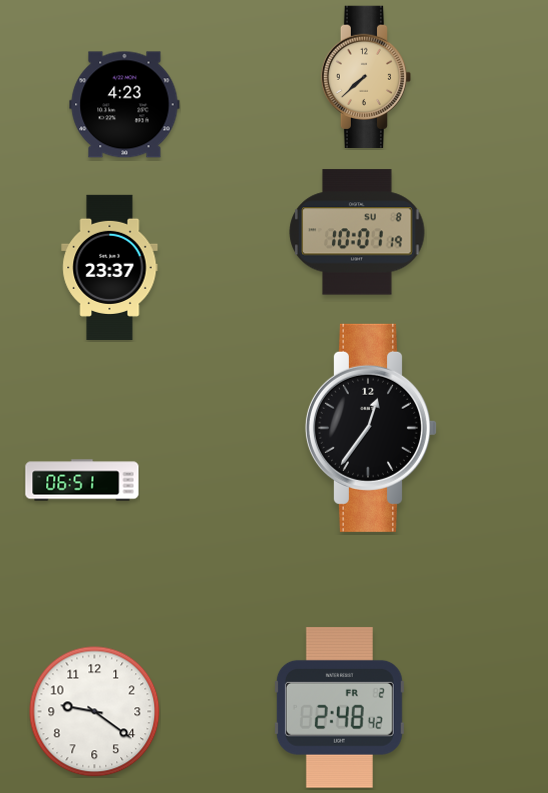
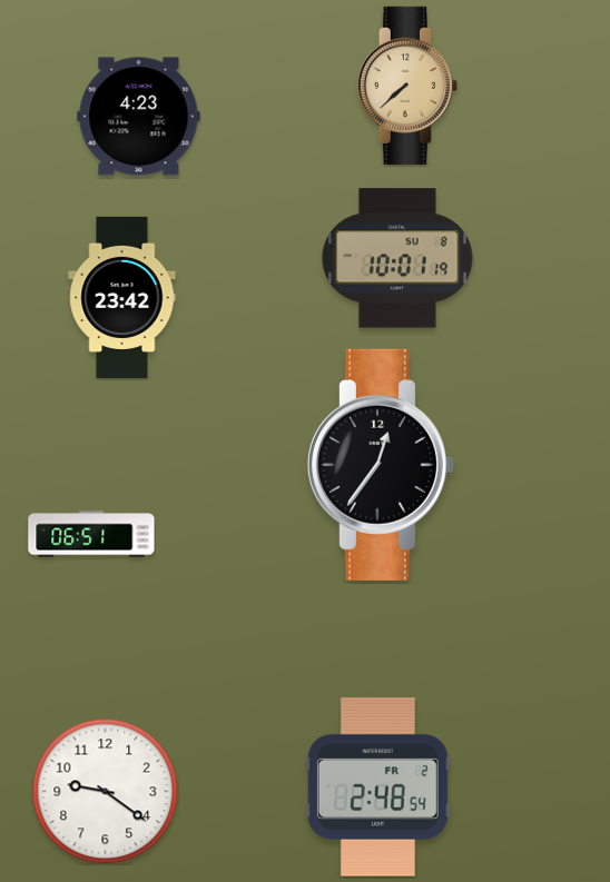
clock at (110, 267): 23:37 -> 23:42
clock at (371, 428) position: (371, 428) -> (381, 465)
clock at (339, 708): 2:48:42 -> 2:48:54
